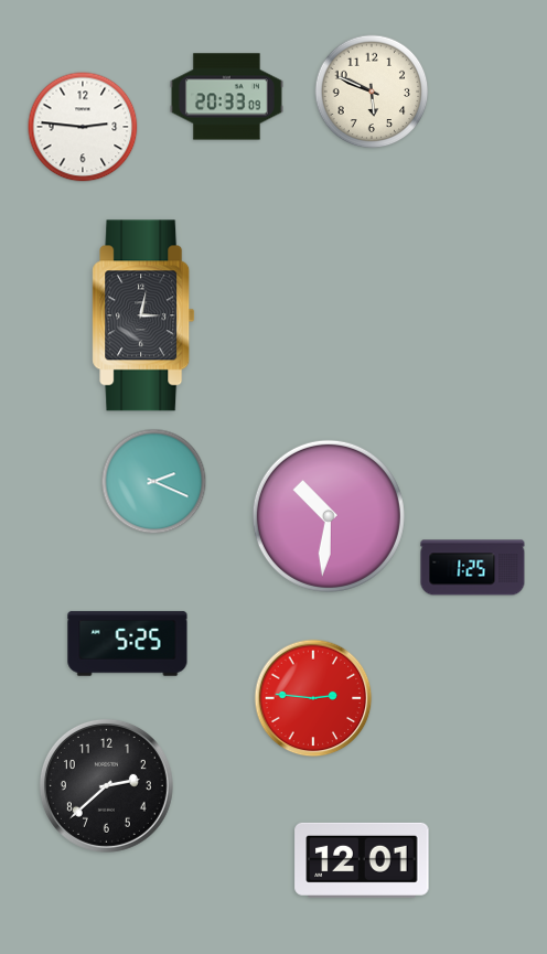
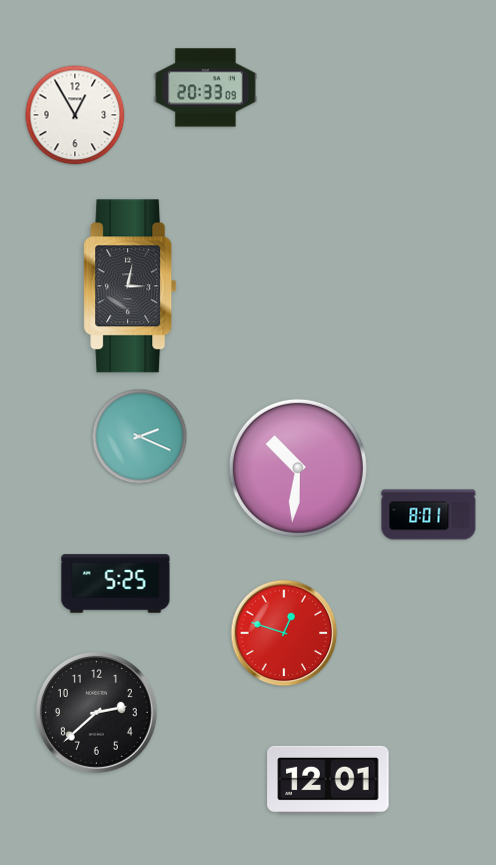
clock at (372, 92): 5:49 -> none
clock at (83, 127): 2:46 -> 12:55
clock at (473, 568): 1:25 -> 8:01
clock at (313, 698): 2:46 -> 12:48
